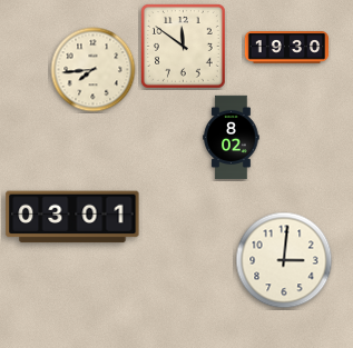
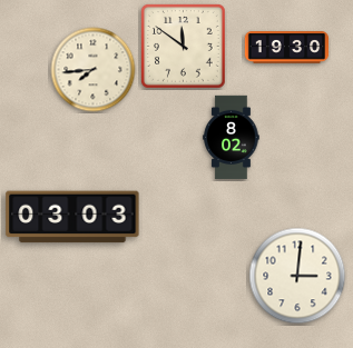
clock at (72, 217): 03:01 -> 03:03
clock at (284, 260) position: (284, 260) -> (297, 276)
